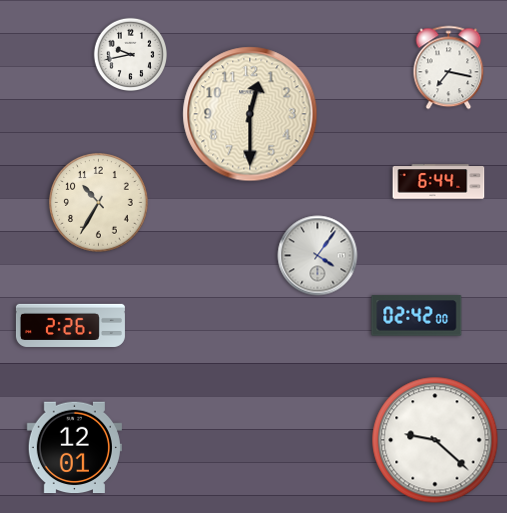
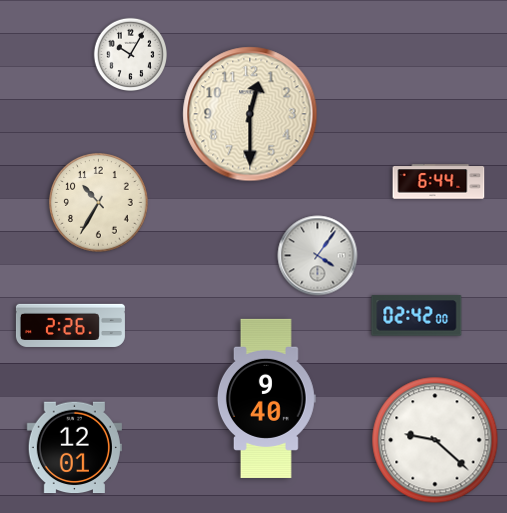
clock at (130, 54): 9:43 -> 10:05
clock at (449, 68): 7:17 -> none
clock at (266, 398): none -> 9:40
